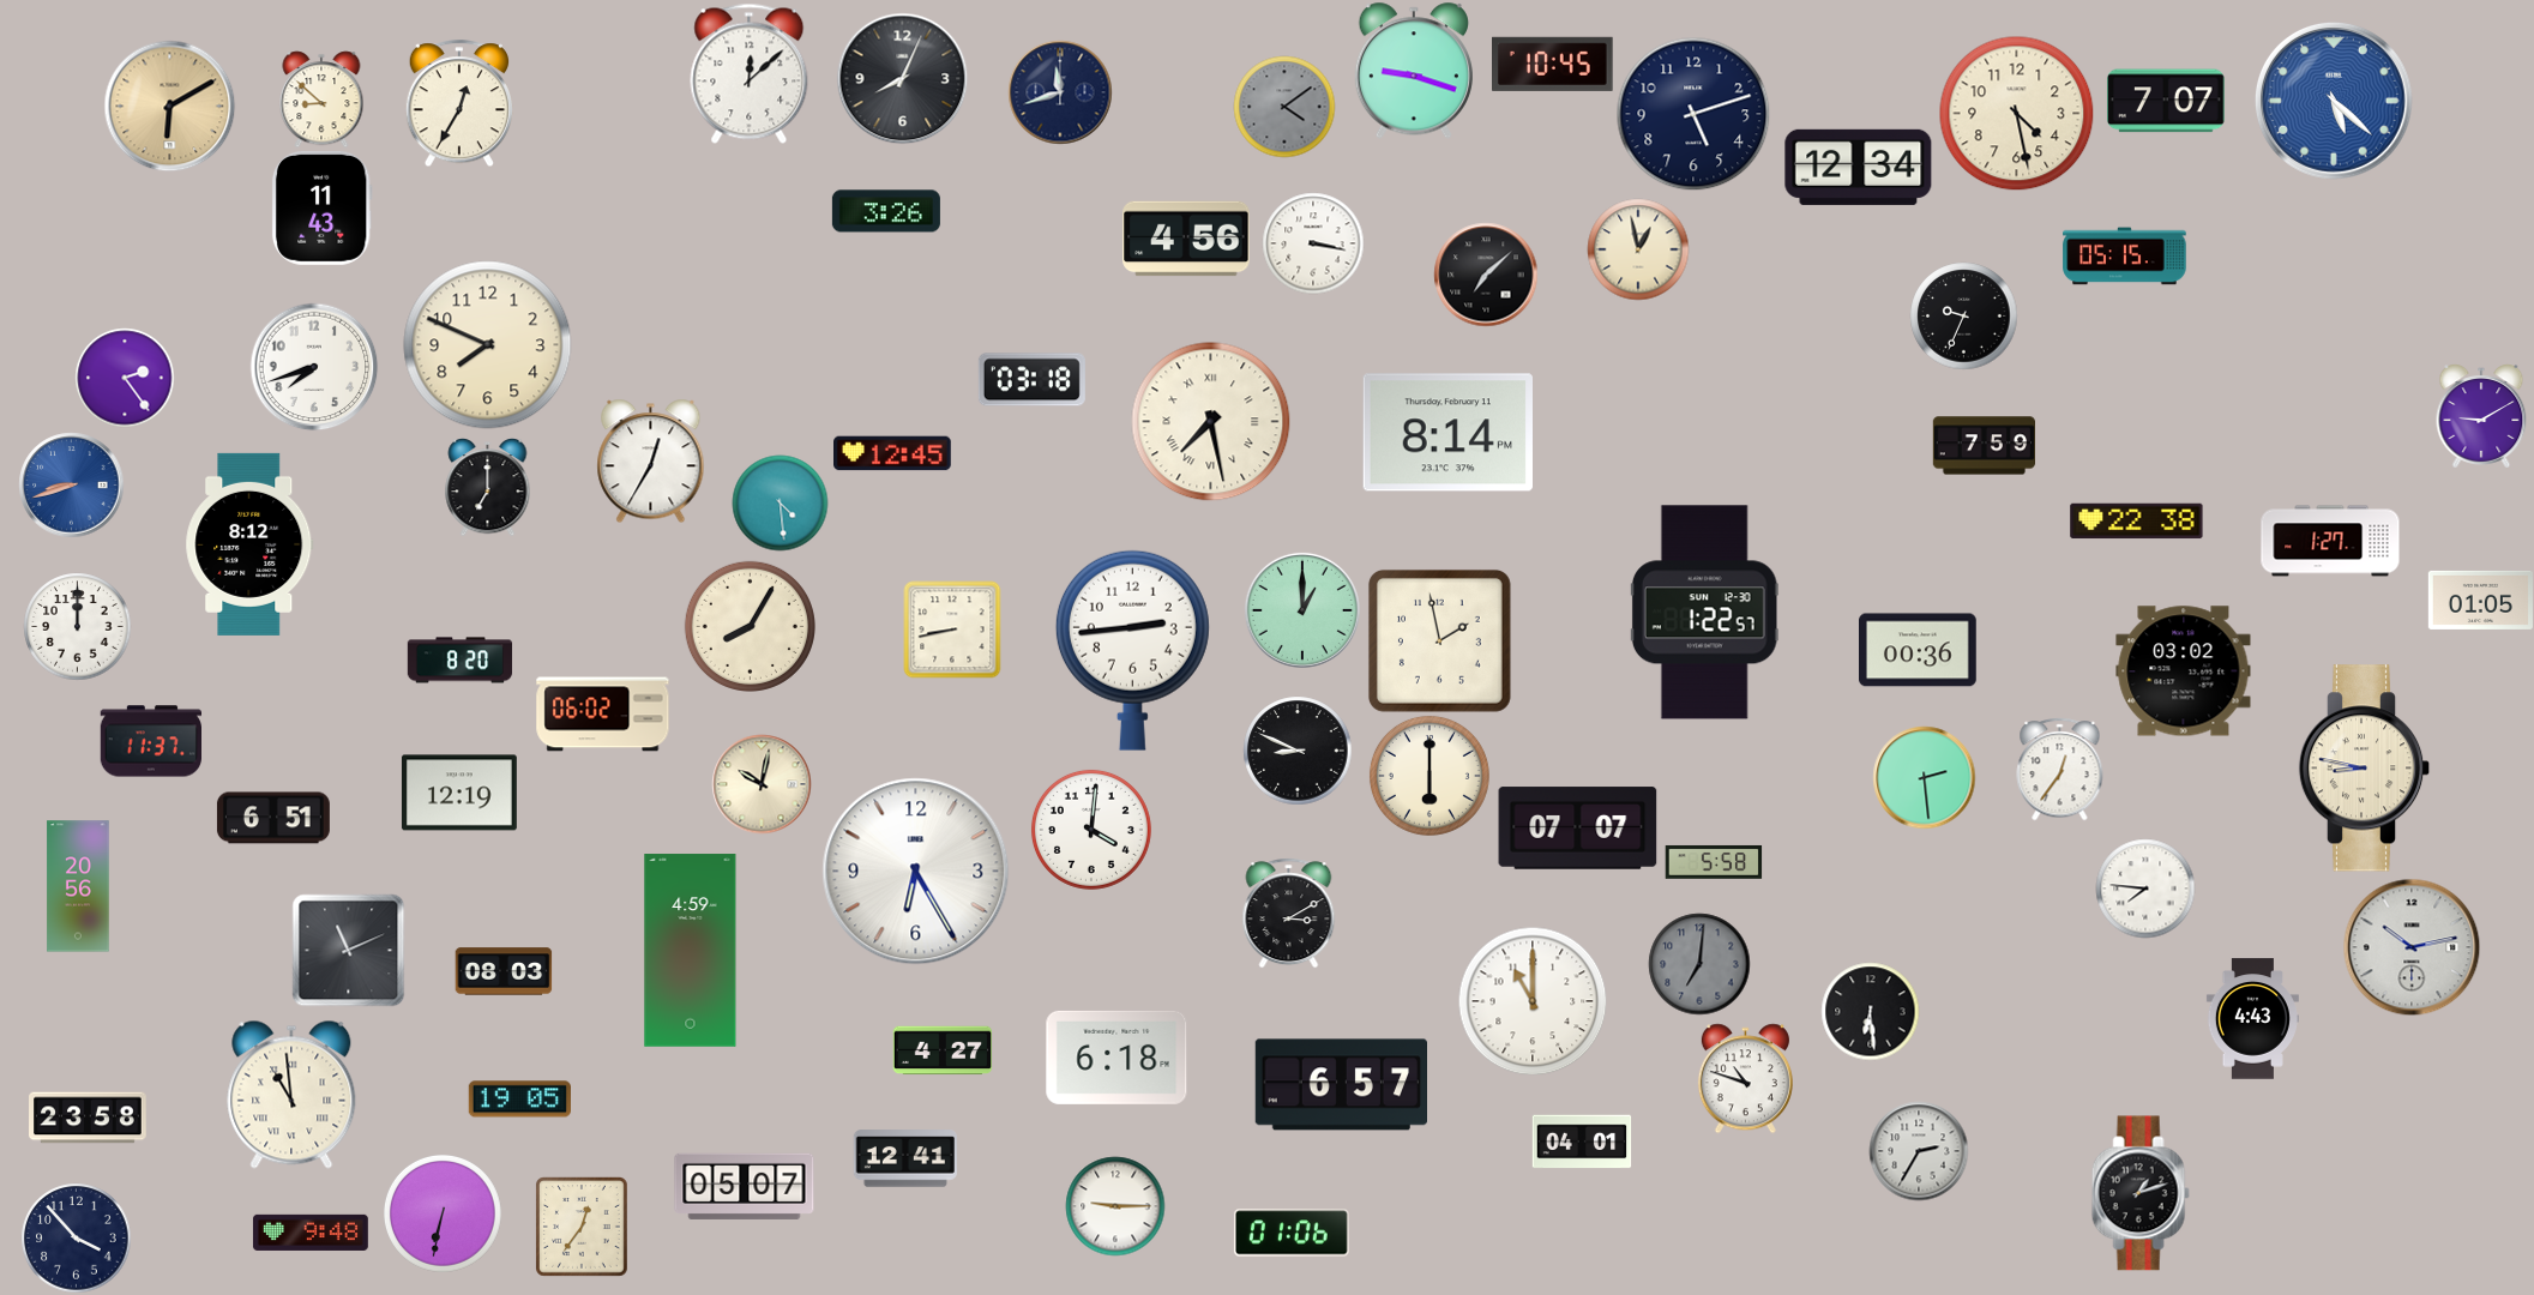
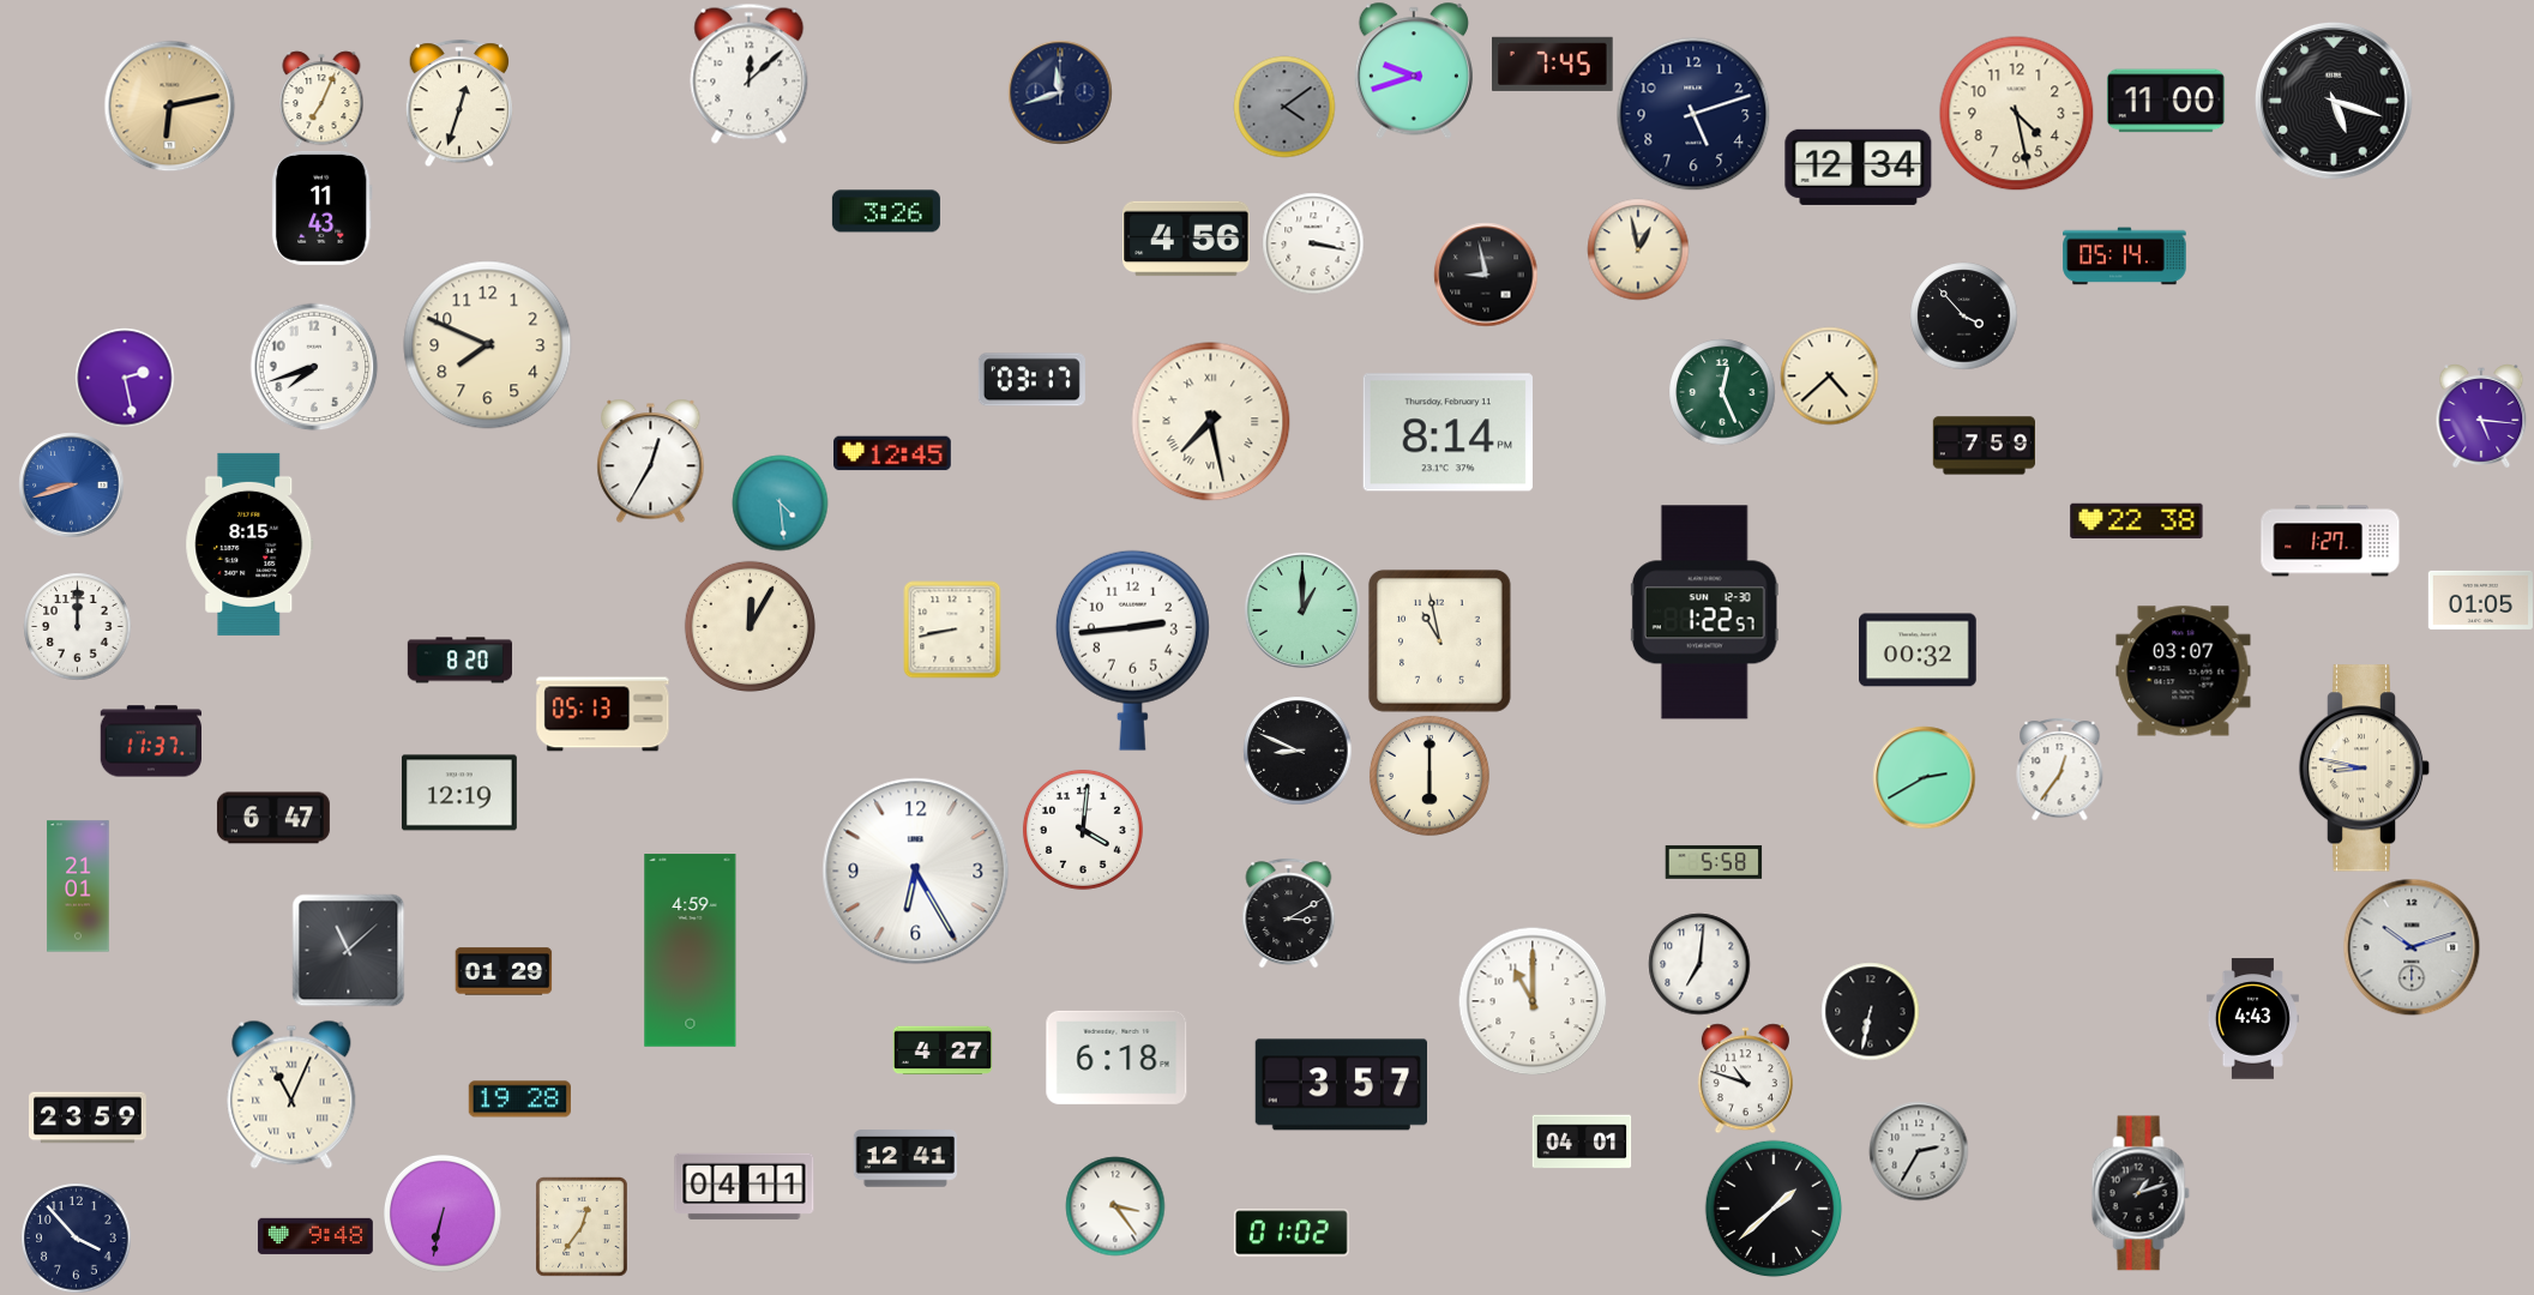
clock at (1553, 64): 10:45 -> 7:45
clock at (1414, 71): 9:18 -> 9:42
clock at (902, 78): 8:04 -> none
clock at (321, 100): 8:52 -> 7:04
clock at (2166, 101): 7:07 -> 11:00
clock at (2334, 101): 5:22 -> 5:18
clock at (2334, 101) dial: blue -> black
clock at (458, 103): 12:35 -> 12:33
clock at (169, 106): 6:10 -> 6:13
clock at (2125, 257): 05:15 -> 05:14
clock at (1486, 275): 7:08 -> 8:58
clock at (1963, 315): 9:34 -> 3:53
clock at (1829, 375): none -> 4:38
clock at (125, 378): 2:24 -> 2:28
clock at (1031, 380): 03:18 -> 03:17
clock at (1722, 392): none -> 12:26
clock at (2481, 416): 9:10 -> 5:16
clock at (488, 488): 7:00 -> none
clock at (249, 544): 8:12 -> 8:15
clock at (750, 626): 8:05 -> 12:05
clock at (1439, 640): 1:58 -> 10:58
clock at (1919, 650): 00:36 -> 00:32
clock at (2184, 671): 03:02 -> 03:07
clock at (603, 715): 06:02 -> 05:13
clock at (1924, 777): 2:29 -> 2:40
clock at (762, 784): 10:02 -> none
clock at (273, 818): 6:51 -> 6:47
clock at (1578, 829): 07:07 -> none
clock at (1091, 830) position: (1091, 830) -> (1083, 830)
clock at (78, 886): 20:56 -> 21:01
clock at (2145, 889): 7:46 -> none
clock at (2412, 947): 10:13 -> 10:12
clock at (348, 950): 11:11 -> 11:08
clock at (1699, 964) dial: grey -> white
clock at (504, 971): 08:03 -> 01:29
clock at (1870, 1011): 6:29 -> 6:32
clock at (1341, 1085): 6:57 -> 3:57
clock at (291, 1095): 10:59 -> 11:04
clock at (519, 1100): 19:05 -> 19:28
clock at (88, 1118): 23:58 -> 23:59
clock at (745, 1186): 05:07 -> 04:11
clock at (1115, 1206): 9:15 -> 3:24
clock at (1774, 1209): none -> 1:38
clock at (311, 1233) position: (311, 1233) -> (315, 1236)
clock at (1292, 1233): 01:06 -> 01:02
